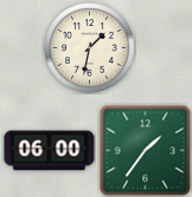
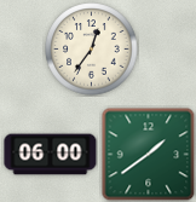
clock at (90, 48): 1:32 -> 12:36
clock at (145, 150): 1:36 -> 1:39
